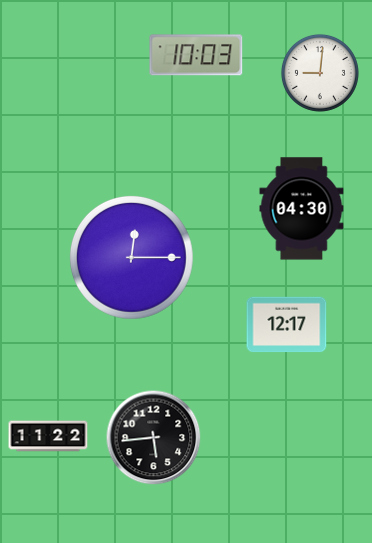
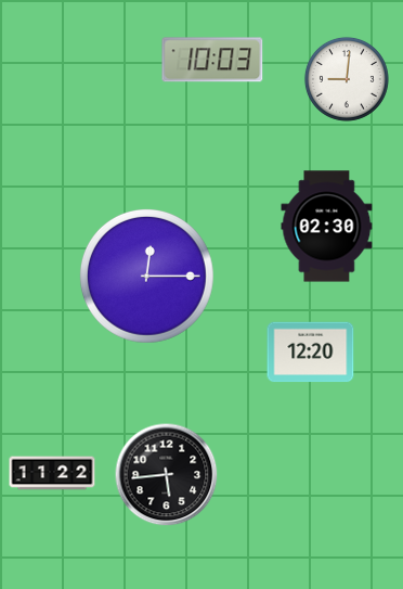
clock at (302, 209): 04:30 -> 02:30
clock at (132, 258) position: (132, 258) -> (147, 277)
clock at (287, 325): 12:17 -> 12:20
